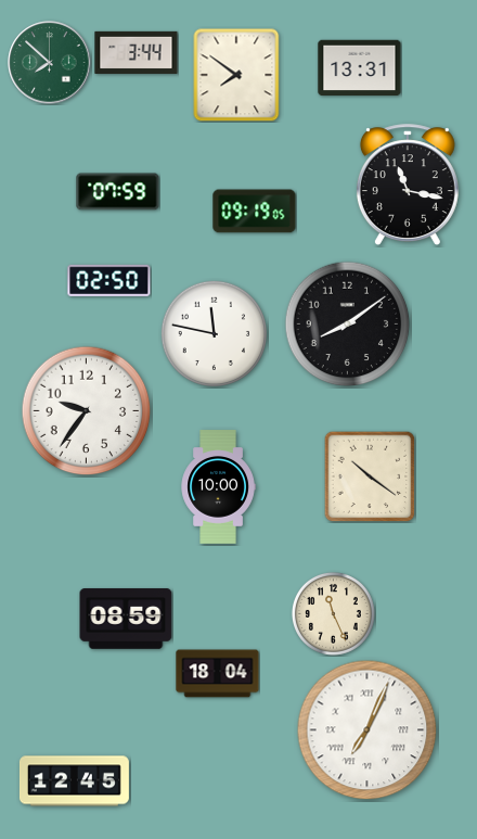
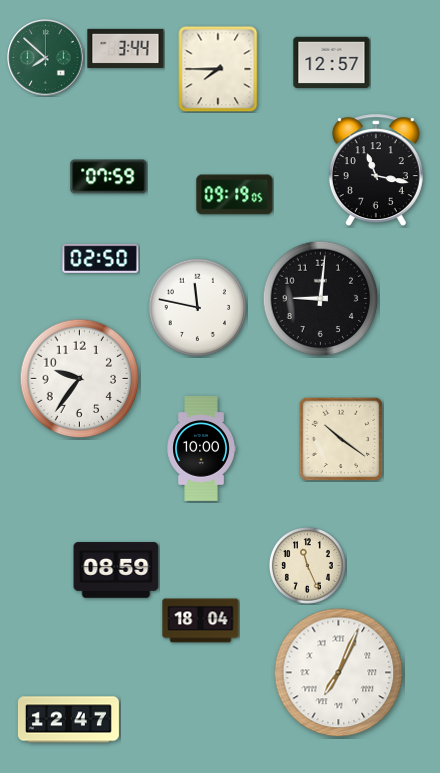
clock at (360, 68): 13:31 -> 12:57
clock at (236, 75): 7:51 -> 7:45
clock at (348, 325): 8:09 -> 9:01
clock at (74, 781): 12:45 -> 12:47
